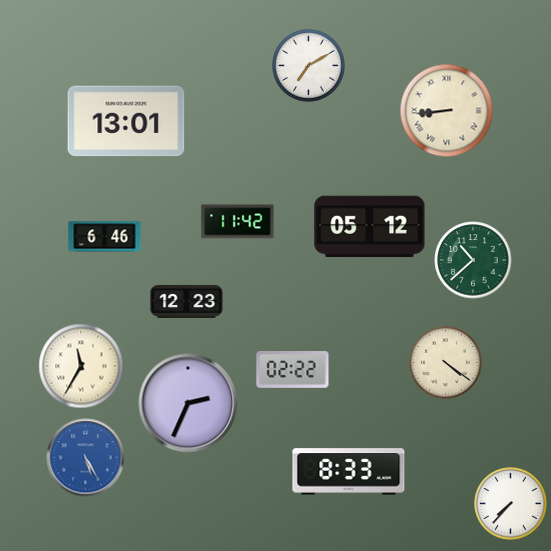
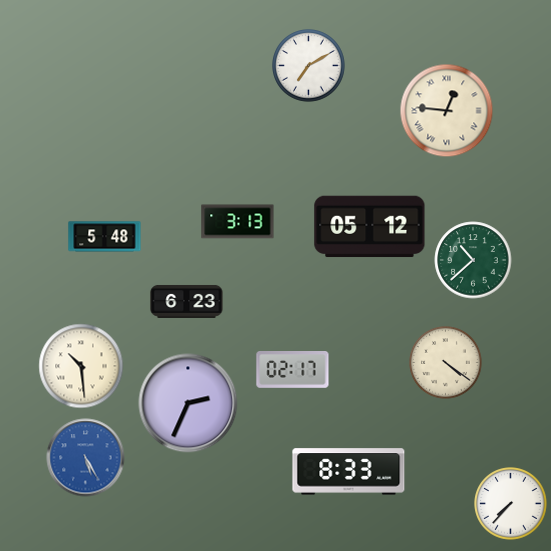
clock at (447, 111): 8:44 -> 12:46
clock at (126, 121): 13:01 -> none
clock at (238, 222): 11:42 -> 3:13
clock at (105, 237): 6:46 -> 5:48
clock at (187, 301): 12:23 -> 6:23
clock at (81, 366): 11:35 -> 10:29
clock at (293, 370): 02:22 -> 02:17
